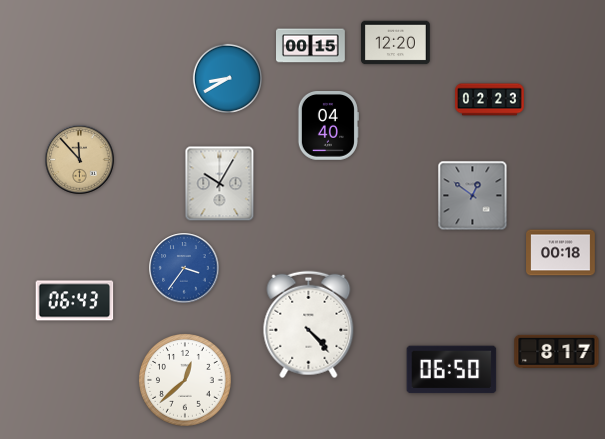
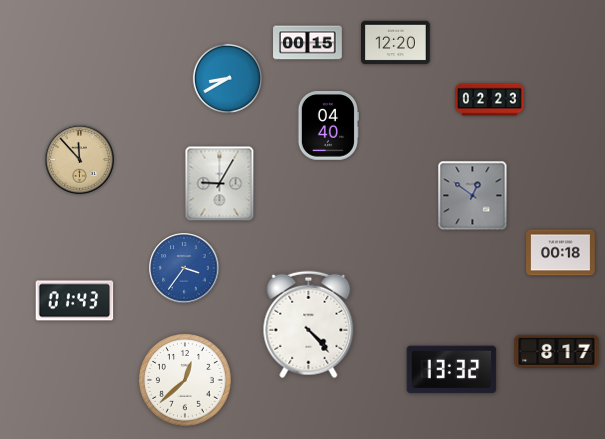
clock at (311, 46) position: (311, 46) -> (308, 43)
clock at (220, 184): 10:05 -> 9:05
clock at (75, 301): 06:43 -> 01:43
clock at (452, 370): 06:50 -> 13:32
